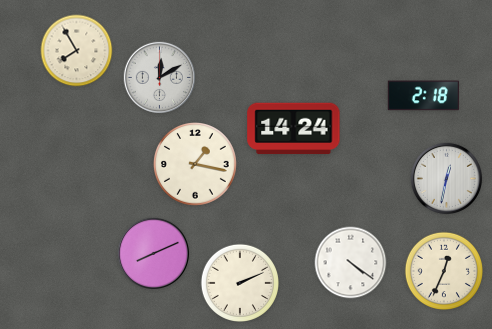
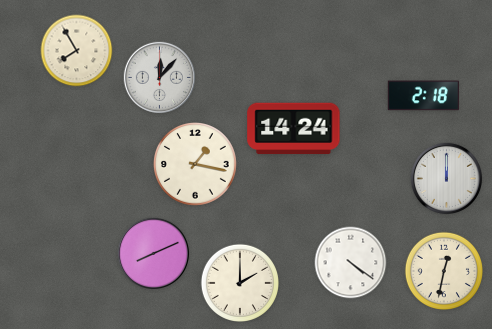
clock at (159, 77): 12:10 -> 12:07
clock at (446, 178): 12:32 -> 12:00
clock at (443, 270): 12:34 -> 12:32
clock at (239, 282): 2:11 -> 2:00
